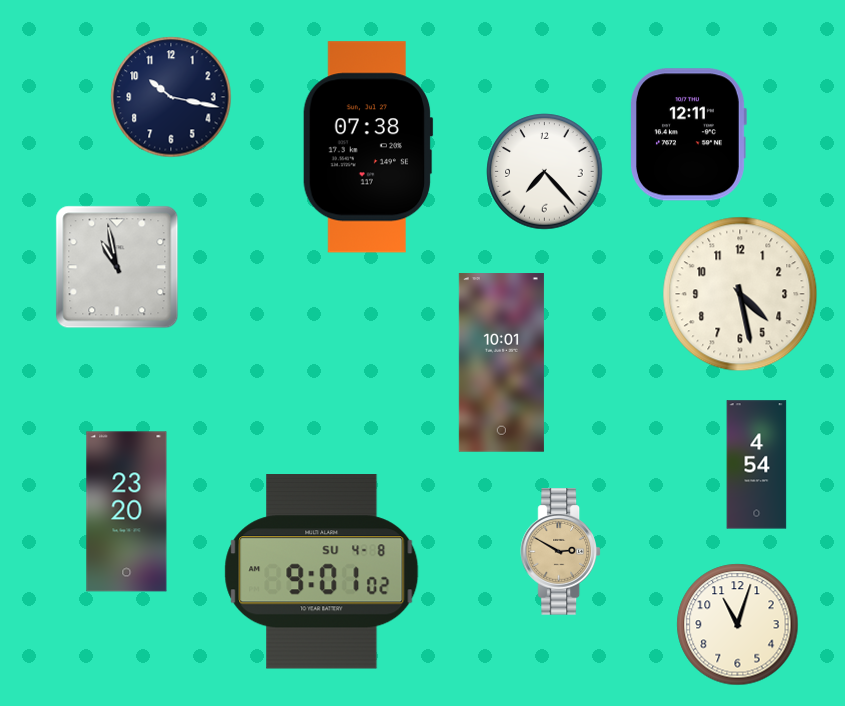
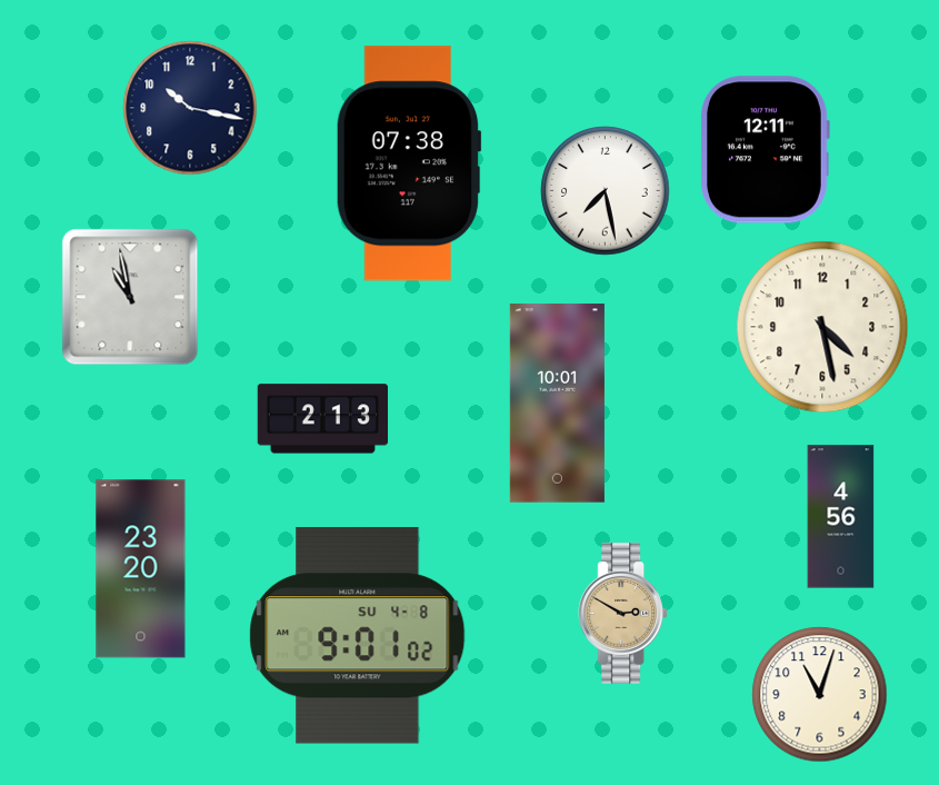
clock at (545, 172): 7:23 -> 7:28
clock at (322, 419): none -> 2:13
clock at (757, 465): 4:54 -> 4:56
